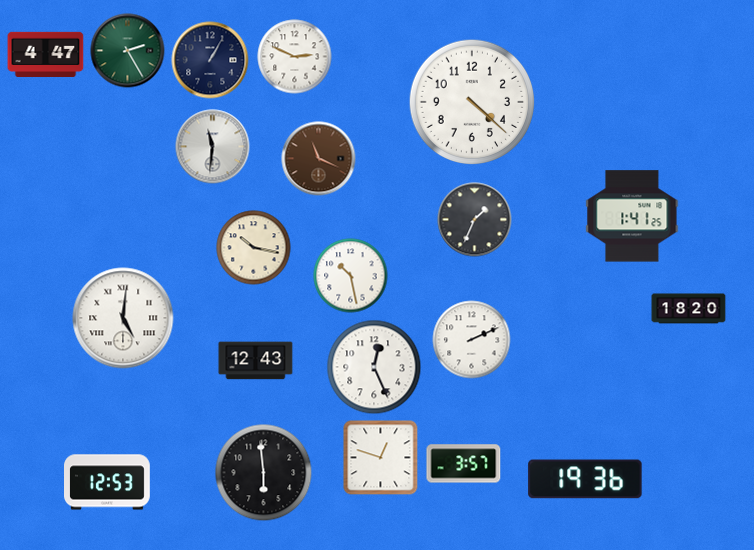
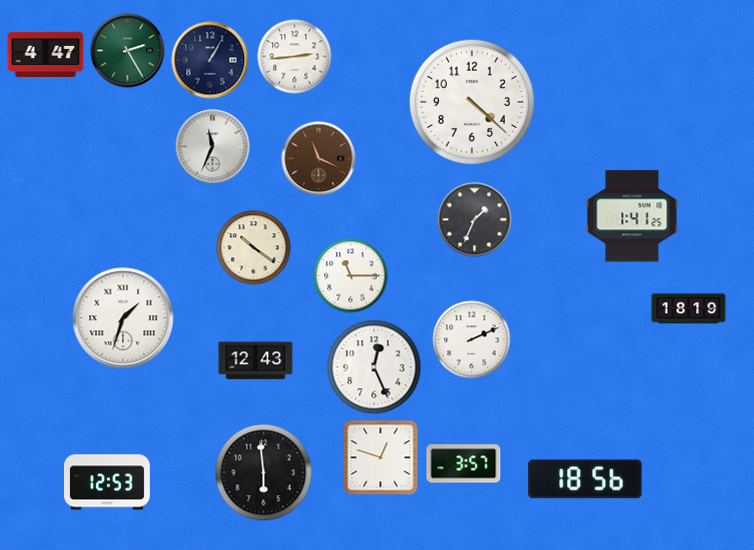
clock at (295, 57): 2:49 -> 2:44
clock at (213, 147): 11:31 -> 11:34
clock at (254, 248): 10:17 -> 10:21
clock at (351, 276): 10:28 -> 11:15
clock at (689, 309): 18:20 -> 18:19
clock at (123, 318): 5:01 -> 1:33
clock at (585, 479): 19:36 -> 18:56
